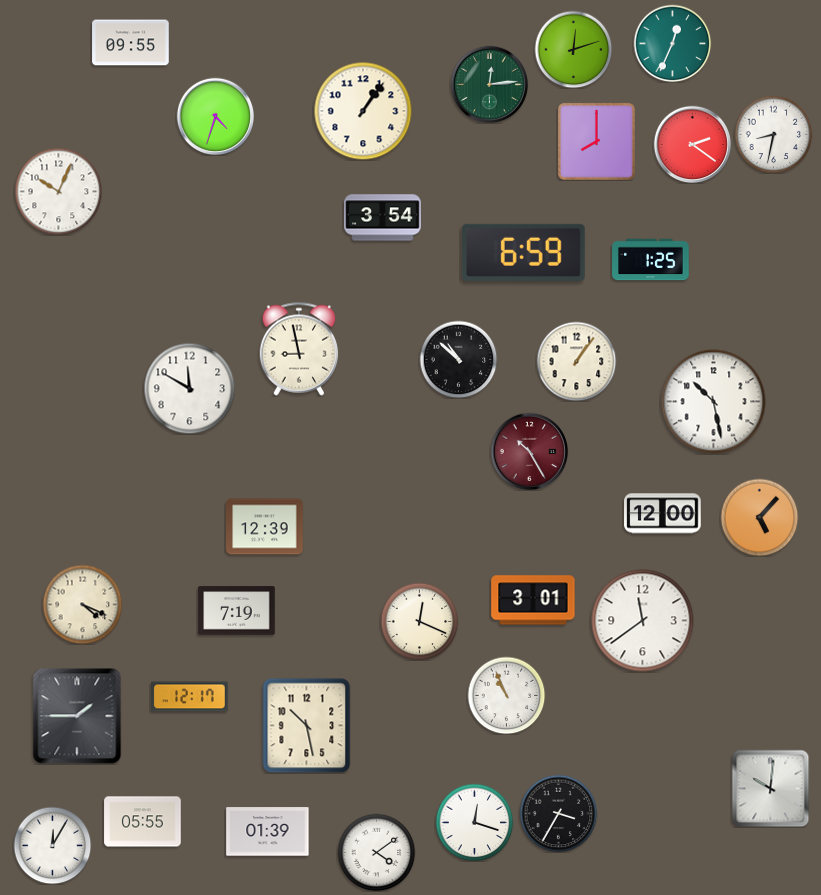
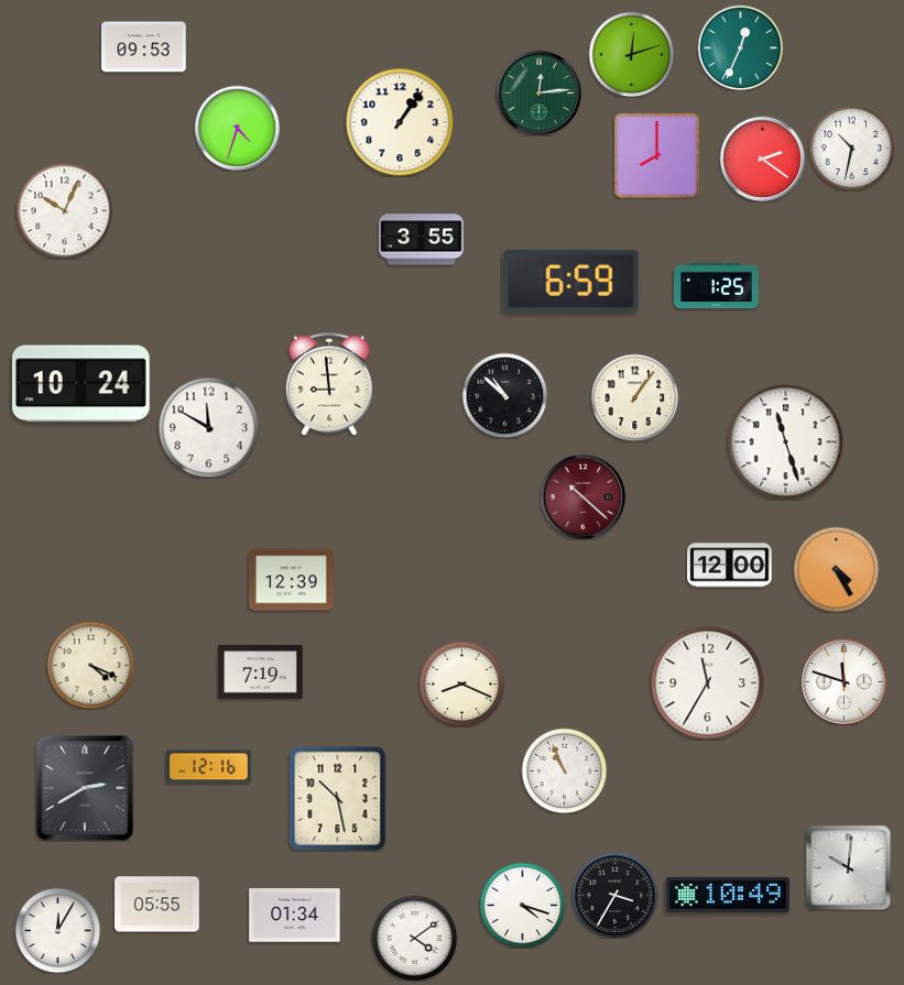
clock at (131, 43): 09:55 -> 09:53
clock at (773, 134): 8:32 -> 10:32
clock at (383, 218): 3:54 -> 3:55
clock at (523, 252) position: (523, 252) -> (570, 281)
clock at (81, 384): none -> 10:24
clock at (299, 349): 8:58 -> 8:59
clock at (714, 402): 10:28 -> 11:27
clock at (529, 451): 10:25 -> 10:22
clock at (759, 517): 5:07 -> 4:25
clock at (533, 600): 3:01 -> none
clock at (843, 681): none -> 11:48
clock at (419, 621): 12:19 -> 8:19
clock at (643, 621): 11:39 -> 11:35
clock at (506, 695) position: (506, 695) -> (564, 770)
clock at (190, 697): 12:17 -> 12:16
clock at (77, 716): 1:45 -> 2:40
clock at (727, 895): none -> 10:49
clock at (474, 822): 12:18 -> 4:18
clock at (268, 832): 01:39 -> 01:34
